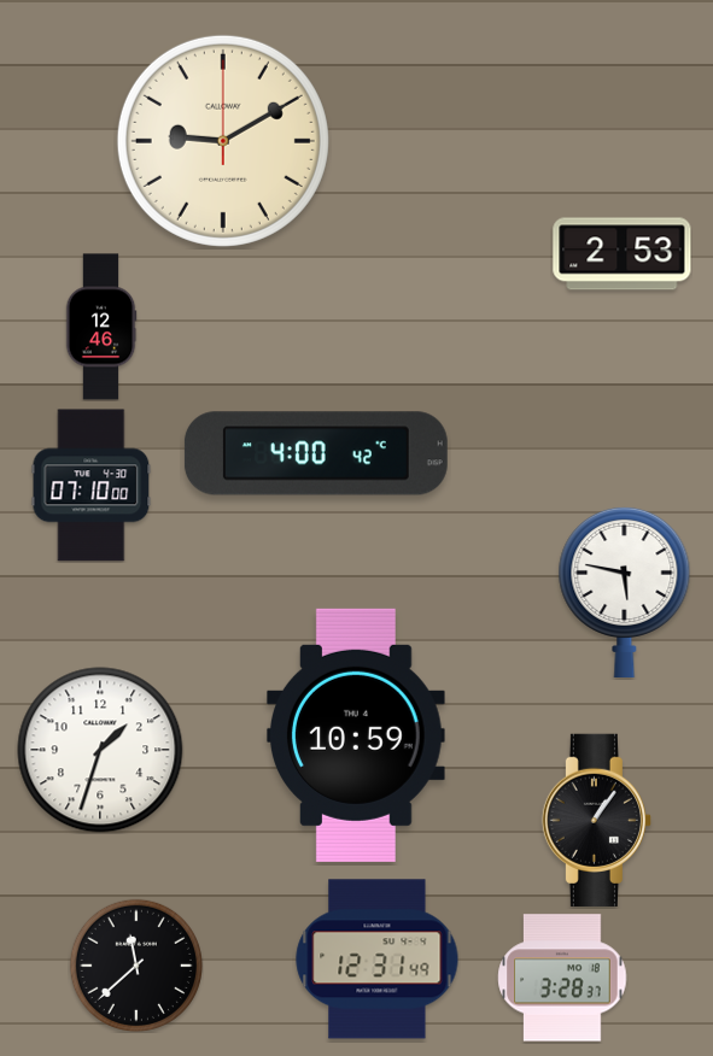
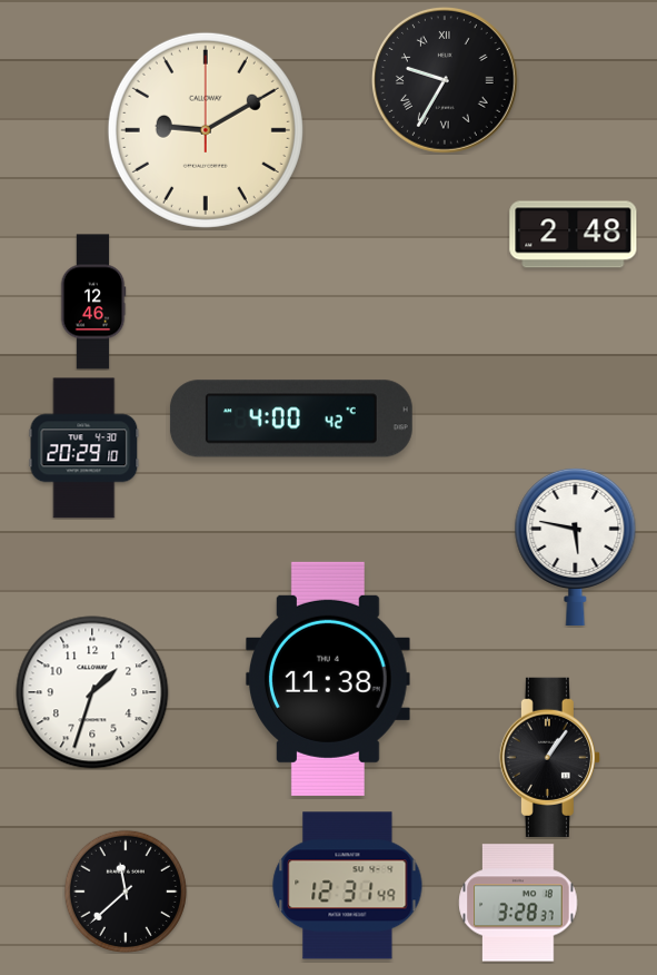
clock at (445, 80): none -> 9:35
clock at (623, 254): 2:53 -> 2:48
clock at (92, 486): 07:10 -> 20:29
clock at (356, 735): 10:59 -> 11:38
